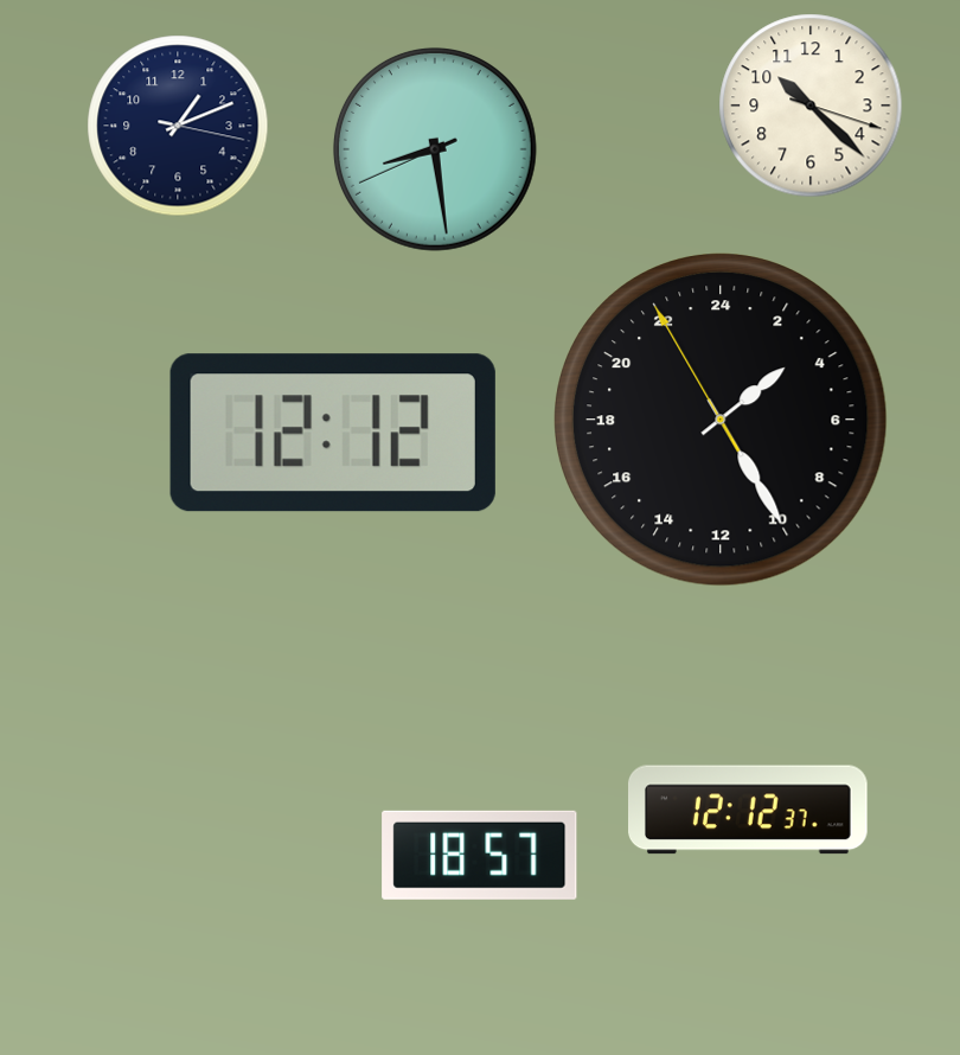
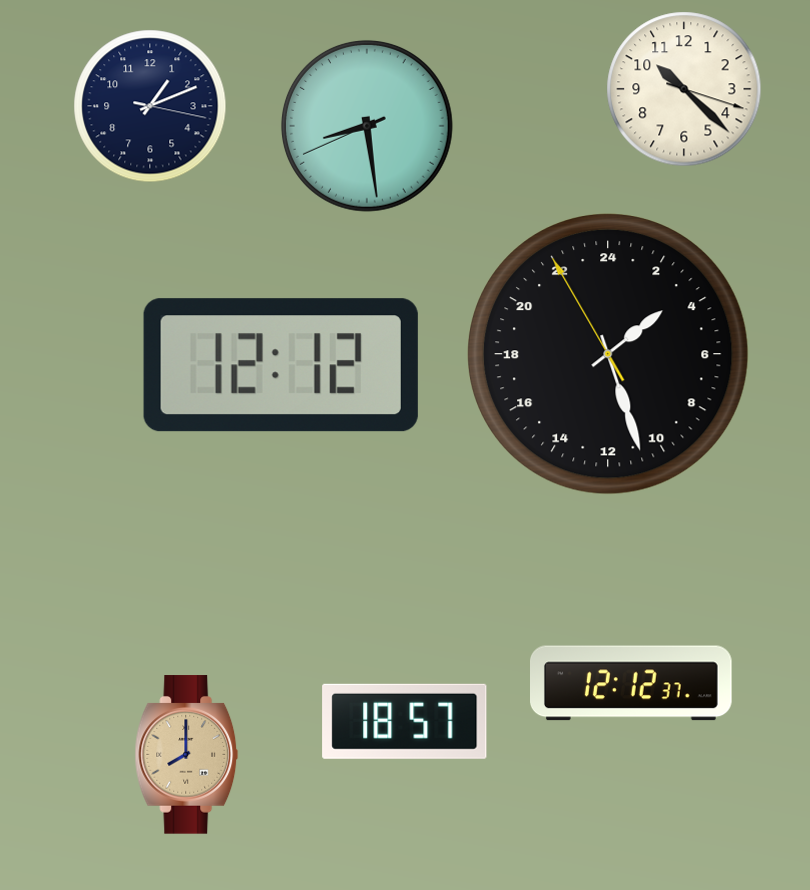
clock at (722, 421): 3:24 -> 3:26
clock at (187, 755): none -> 8:00
